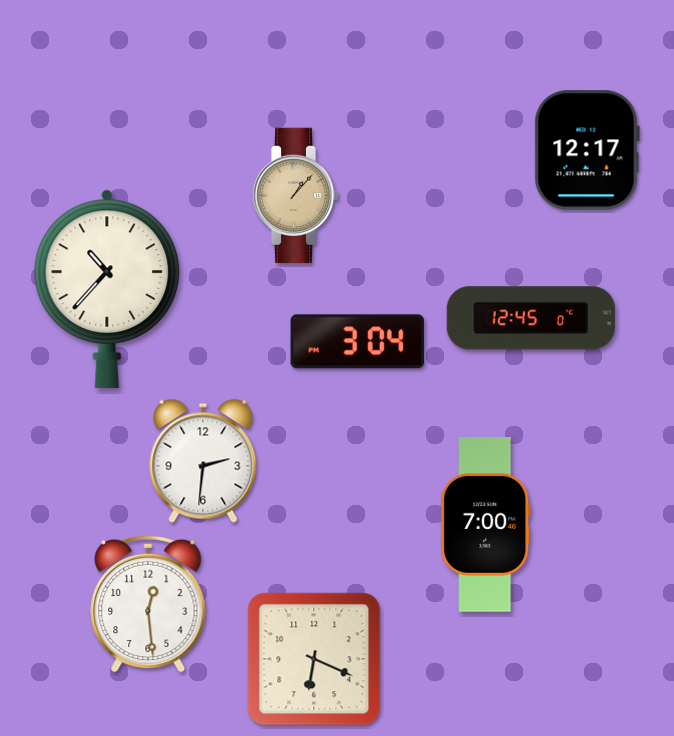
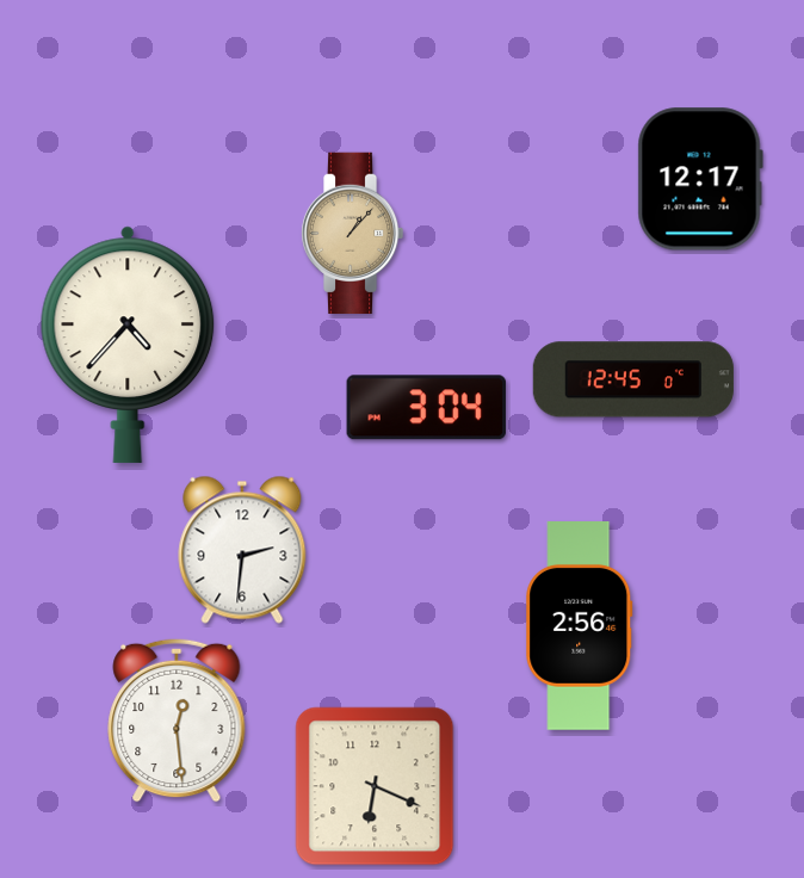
clock at (107, 289): 10:37 -> 4:37
clock at (486, 525): 7:00 -> 2:56
